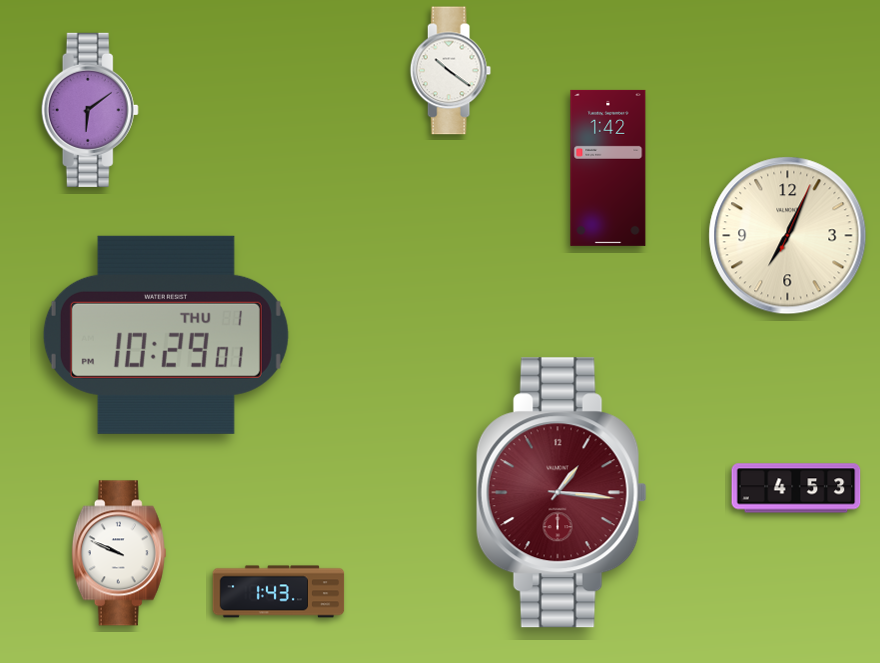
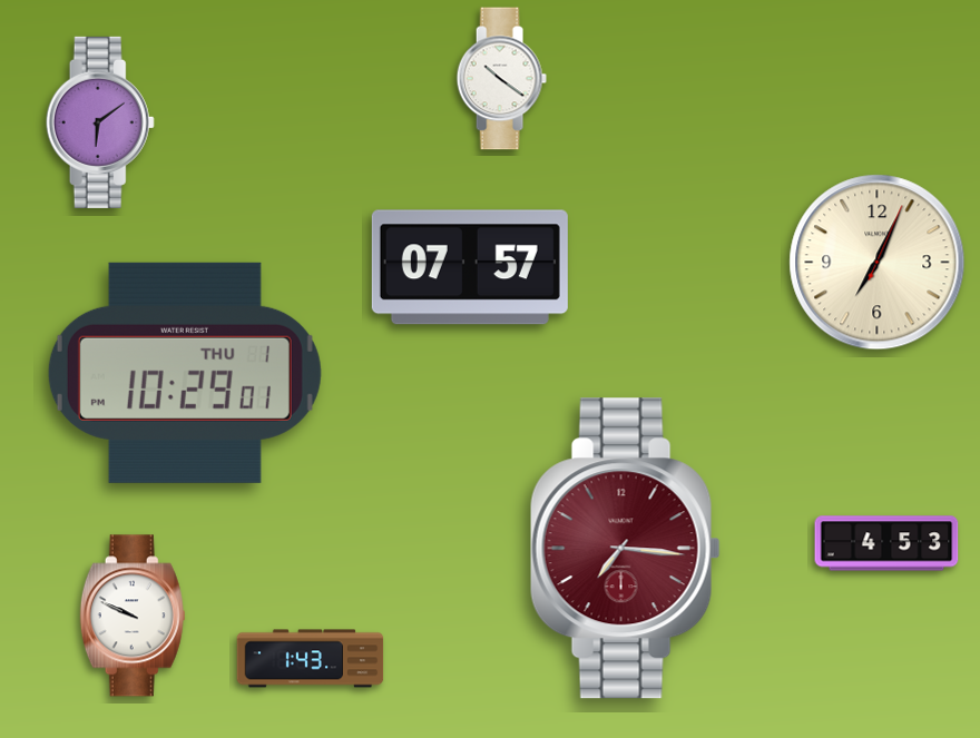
clock at (608, 168): 1:42 -> none
clock at (470, 267): none -> 07:57
clock at (561, 493): 1:16 -> 7:16
